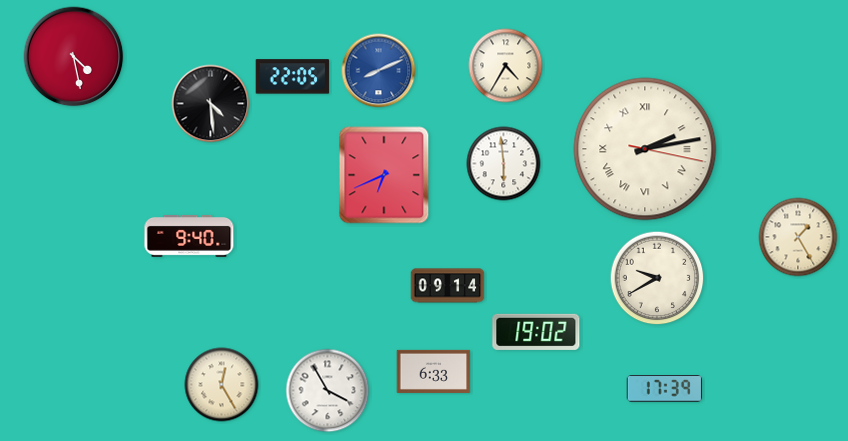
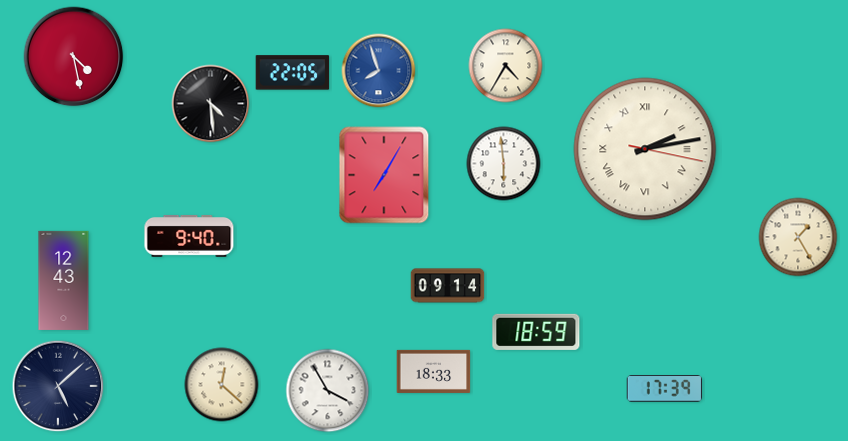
clock at (379, 71): 8:11 -> 7:57
clock at (293, 77) position: (293, 77) -> (293, 73)
clock at (384, 175): 6:41 -> 7:05
clock at (657, 278): 9:40 -> none
clock at (64, 280): none -> 12:43
clock at (536, 332): 19:02 -> 18:59
clock at (434, 371): 6:33 -> 18:33
clock at (222, 385): 12:25 -> 12:22
clock at (58, 386): none -> 5:08
